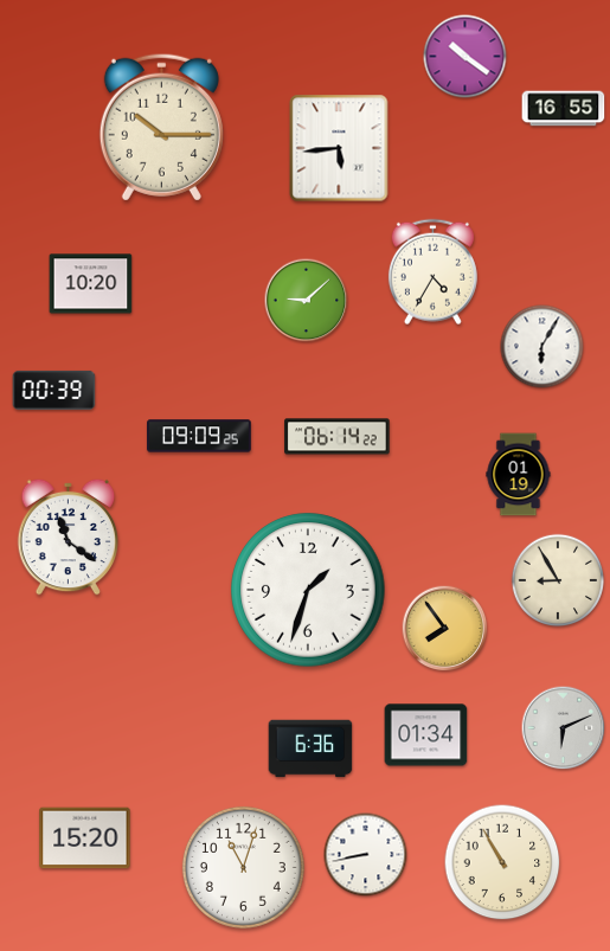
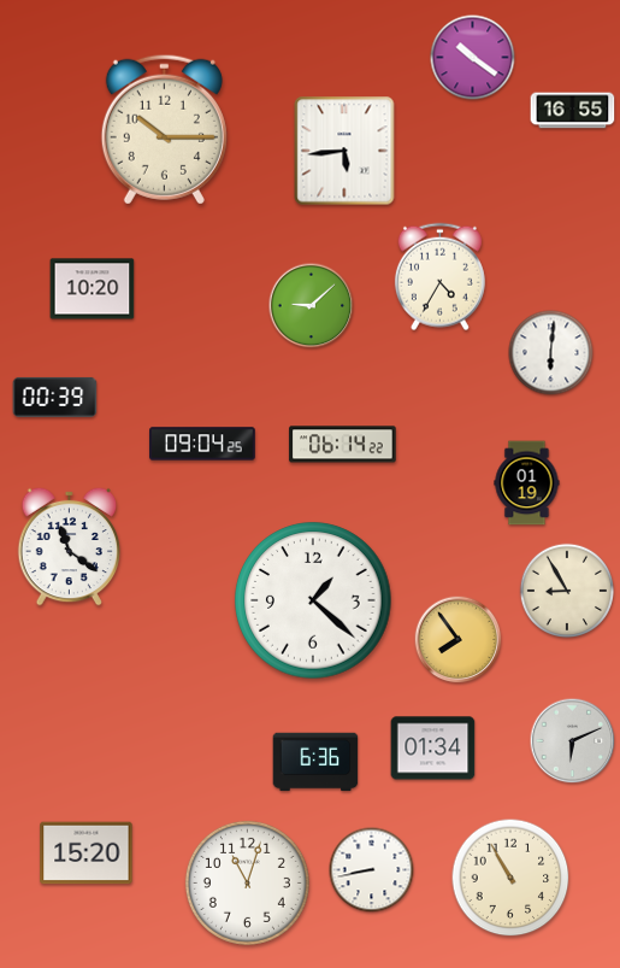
clock at (542, 347): 6:05 -> 6:01
clock at (199, 436): 09:09 -> 09:04
clock at (308, 590): 1:33 -> 1:22
clock at (445, 629) position: (445, 629) -> (459, 640)
